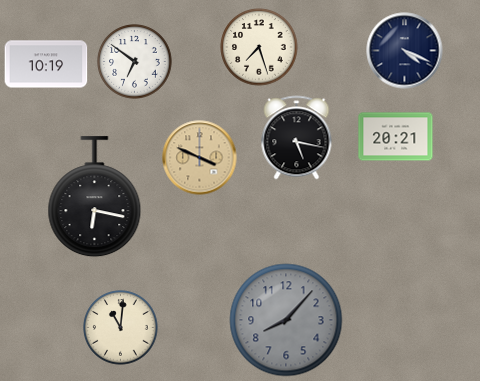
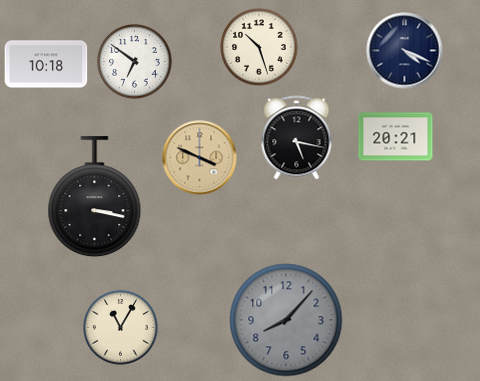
clock at (259, 47): 7:27 -> 10:27
clock at (46, 64): 10:19 -> 10:18
clock at (95, 197): 6:17 -> 3:17
clock at (121, 328): 11:01 -> 11:05
